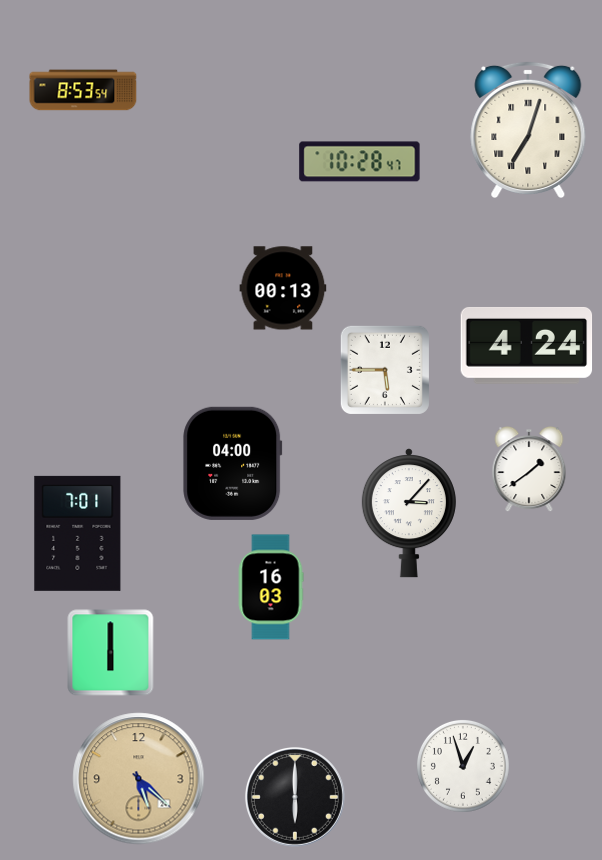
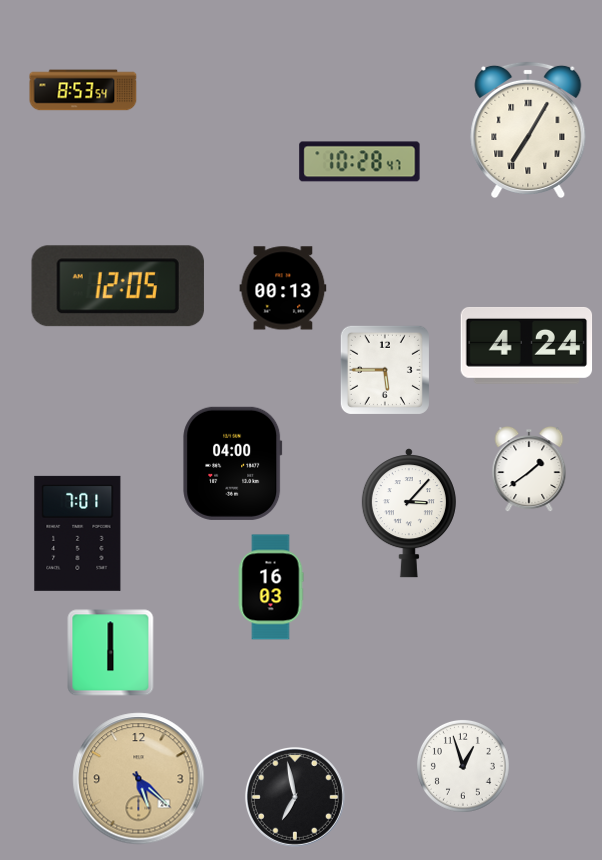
clock at (528, 129): 7:03 -> 7:05
clock at (118, 286): none -> 12:05
clock at (295, 797): 6:00 -> 6:58
